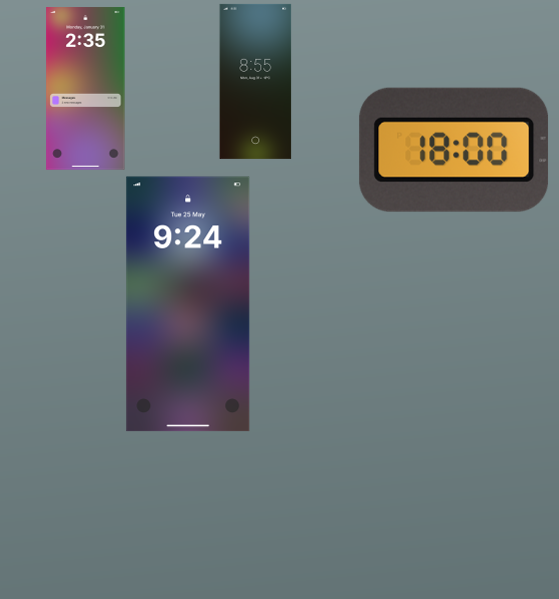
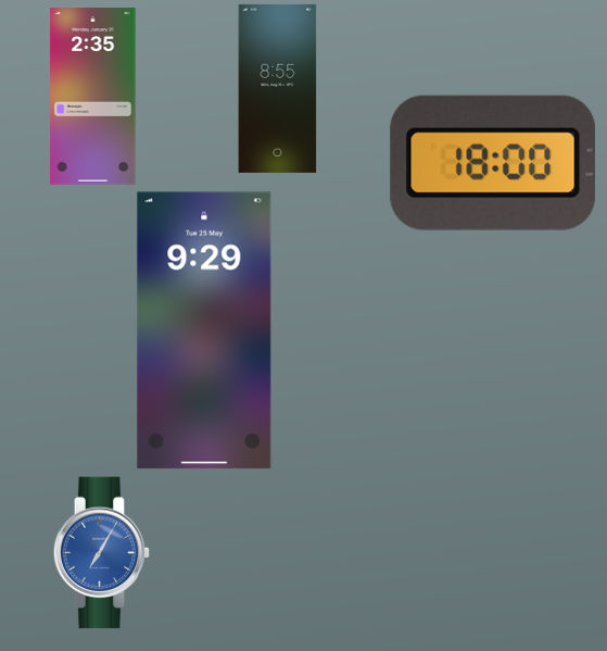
clock at (188, 304): 9:24 -> 9:29
clock at (102, 553): none -> 7:05
